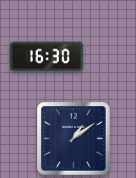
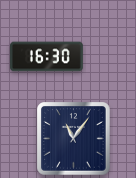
clock at (74, 139): 1:09 -> 11:06
